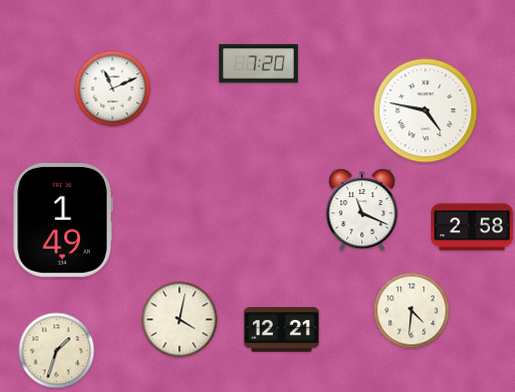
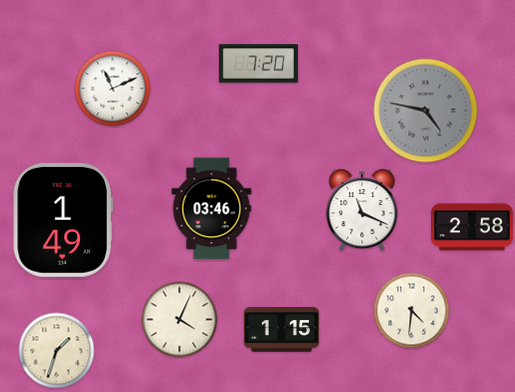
clock at (426, 111) dial: white -> grey
clock at (212, 209): none -> 03:46
clock at (180, 320): 4:02 -> 4:04
clock at (282, 330): 12:21 -> 1:15
